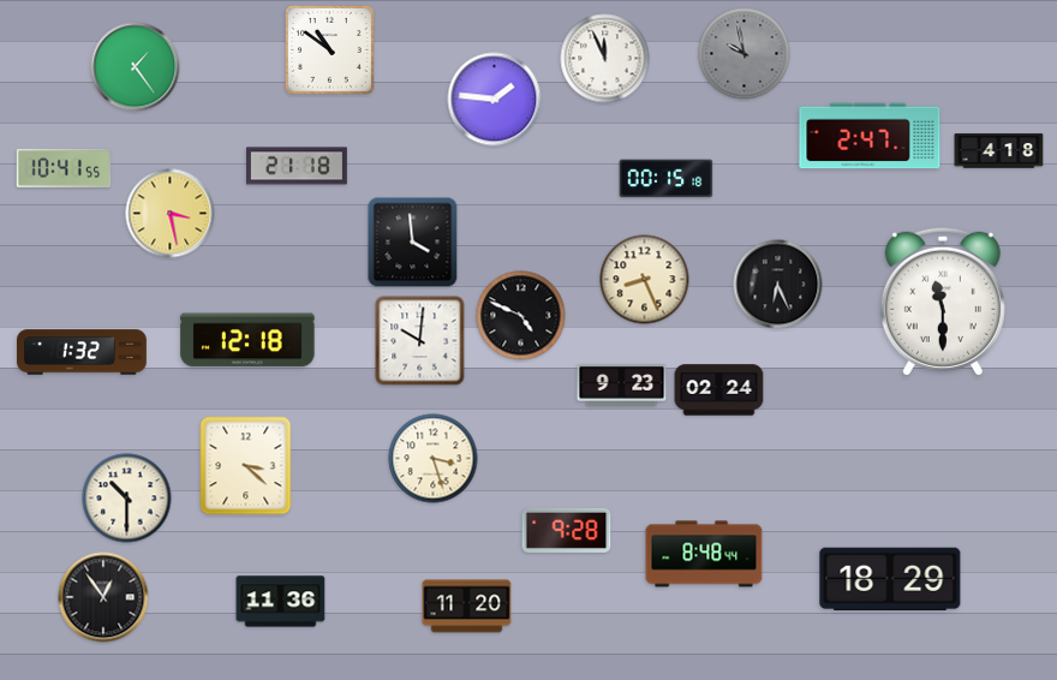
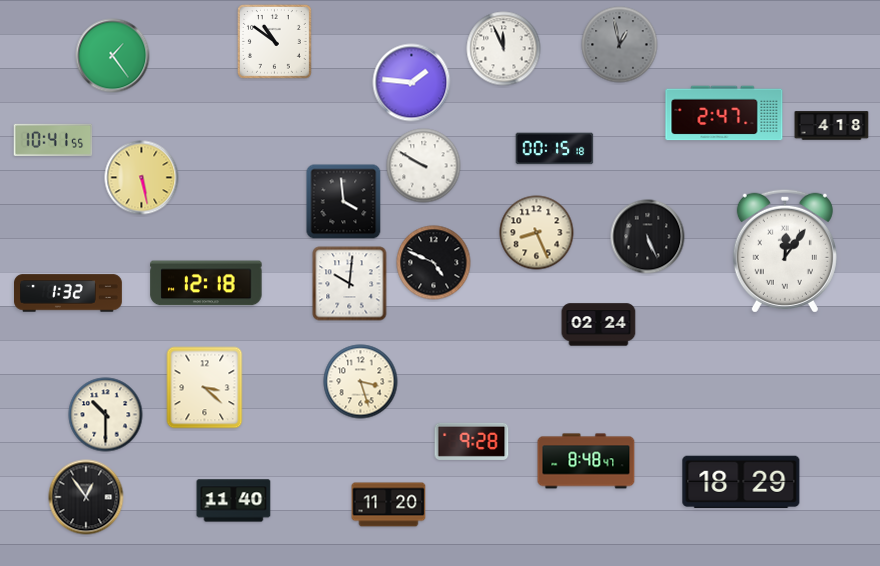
clock at (745, 54): 9:58 -> 12:58
clock at (298, 166): 21:18 -> none
clock at (424, 166): none -> 9:50
clock at (171, 214): 3:28 -> 5:28
clock at (778, 285): 6:26 -> 5:26
clock at (943, 302): 11:30 -> 12:06
clock at (622, 384): 9:23 -> none
clock at (704, 554): 8:48:44 -> 8:48:47
clock at (281, 602): 11:36 -> 11:40
